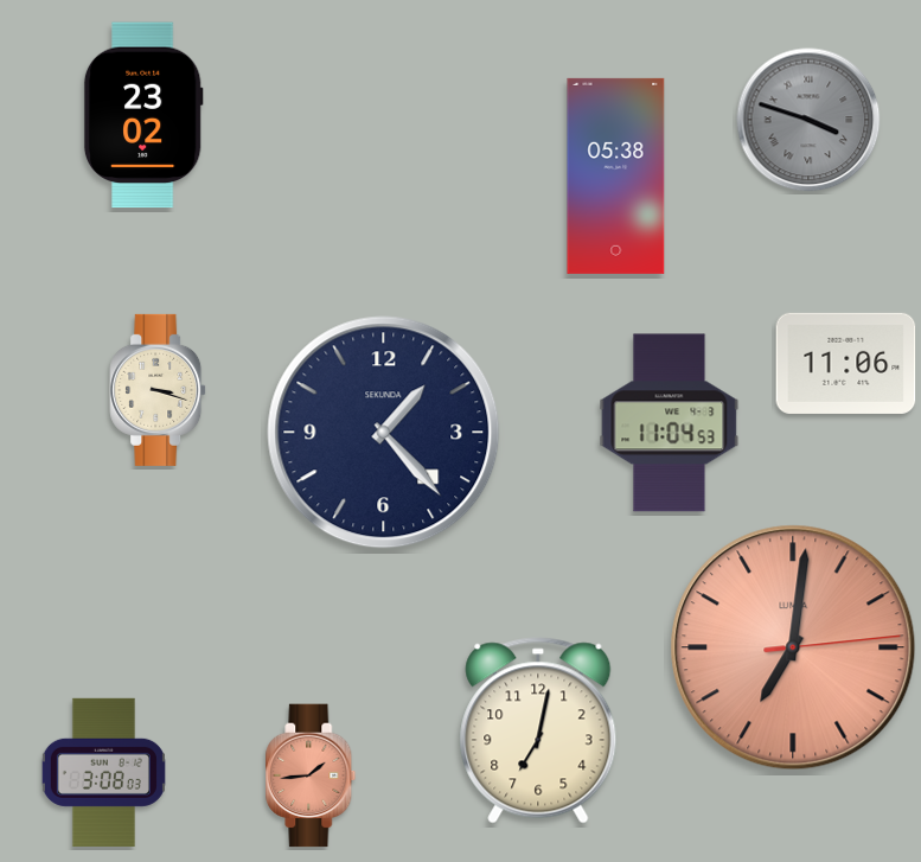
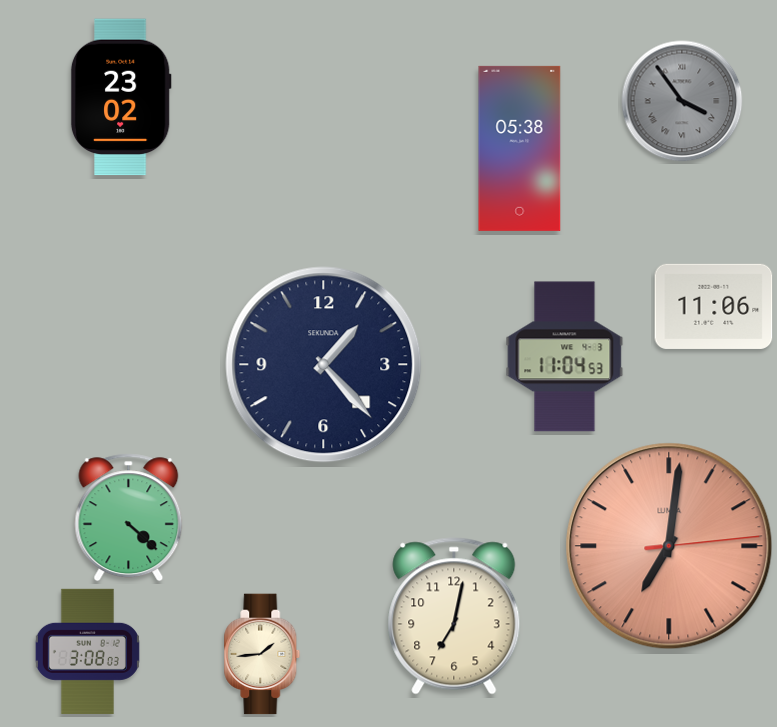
clock at (808, 120): 3:48 -> 3:54
clock at (158, 390): 3:18 -> none
clock at (129, 518): none -> 4:22
clock at (311, 775) dial: salmon -> cream
